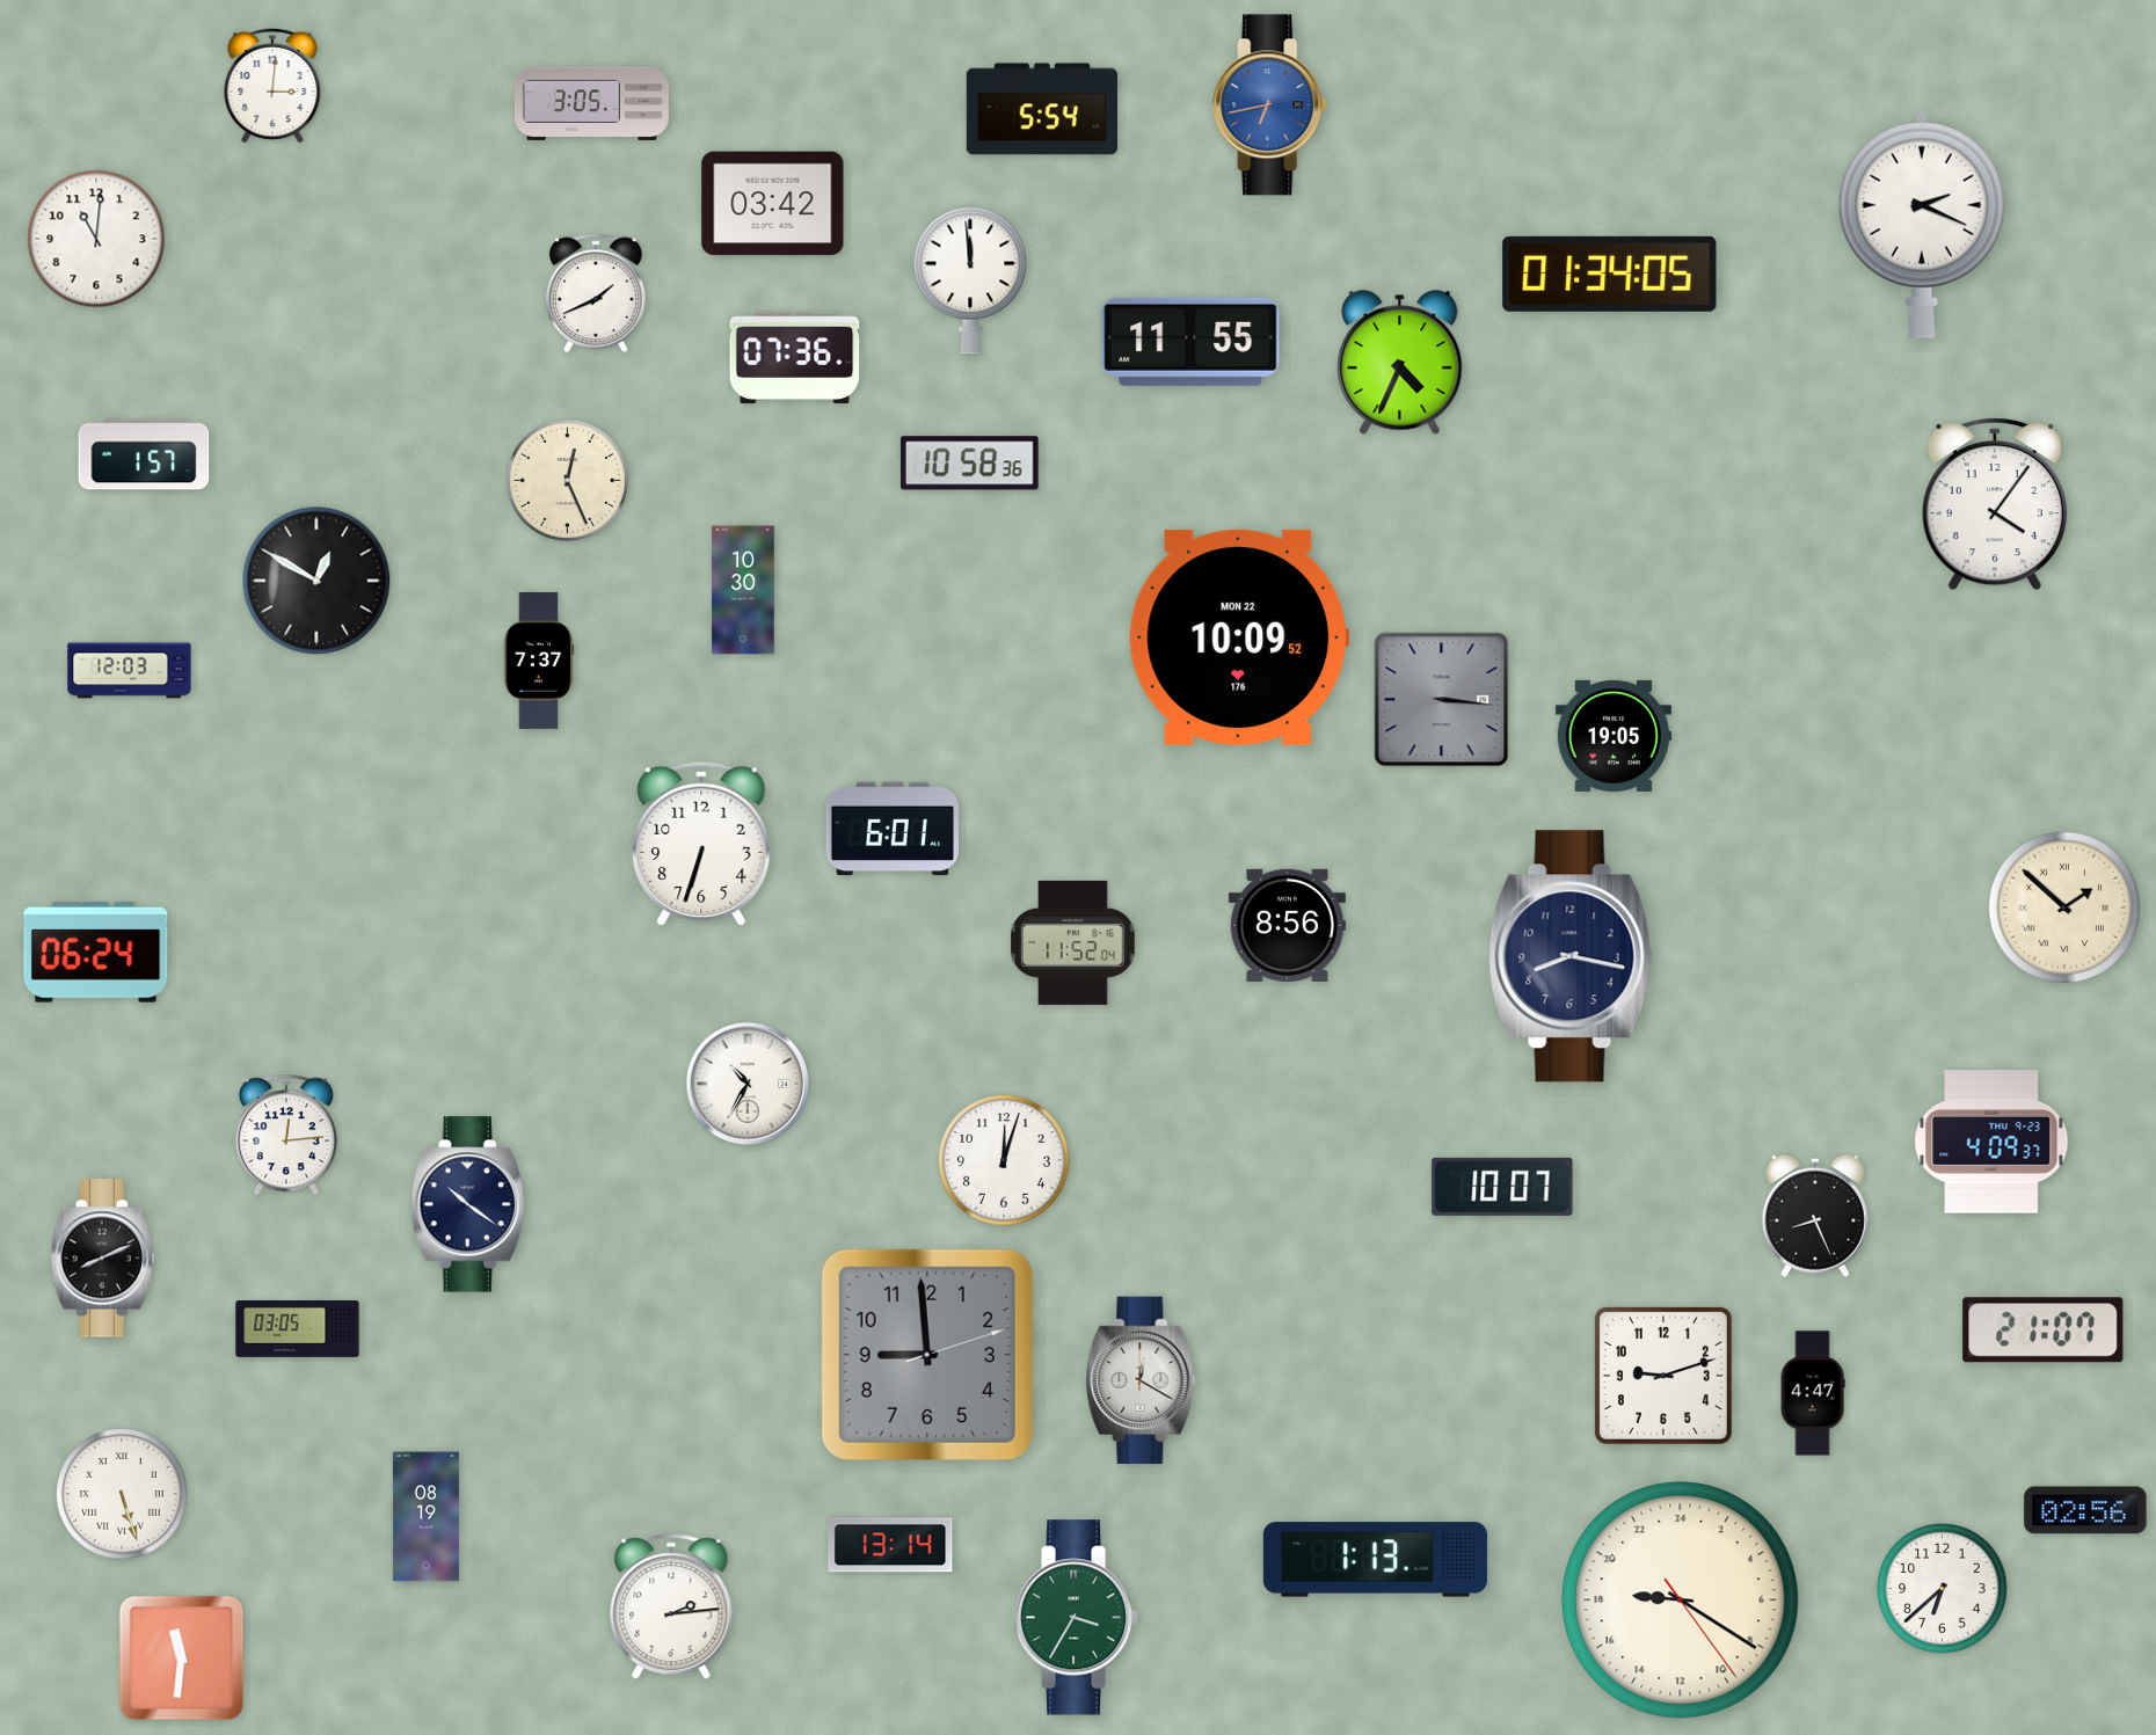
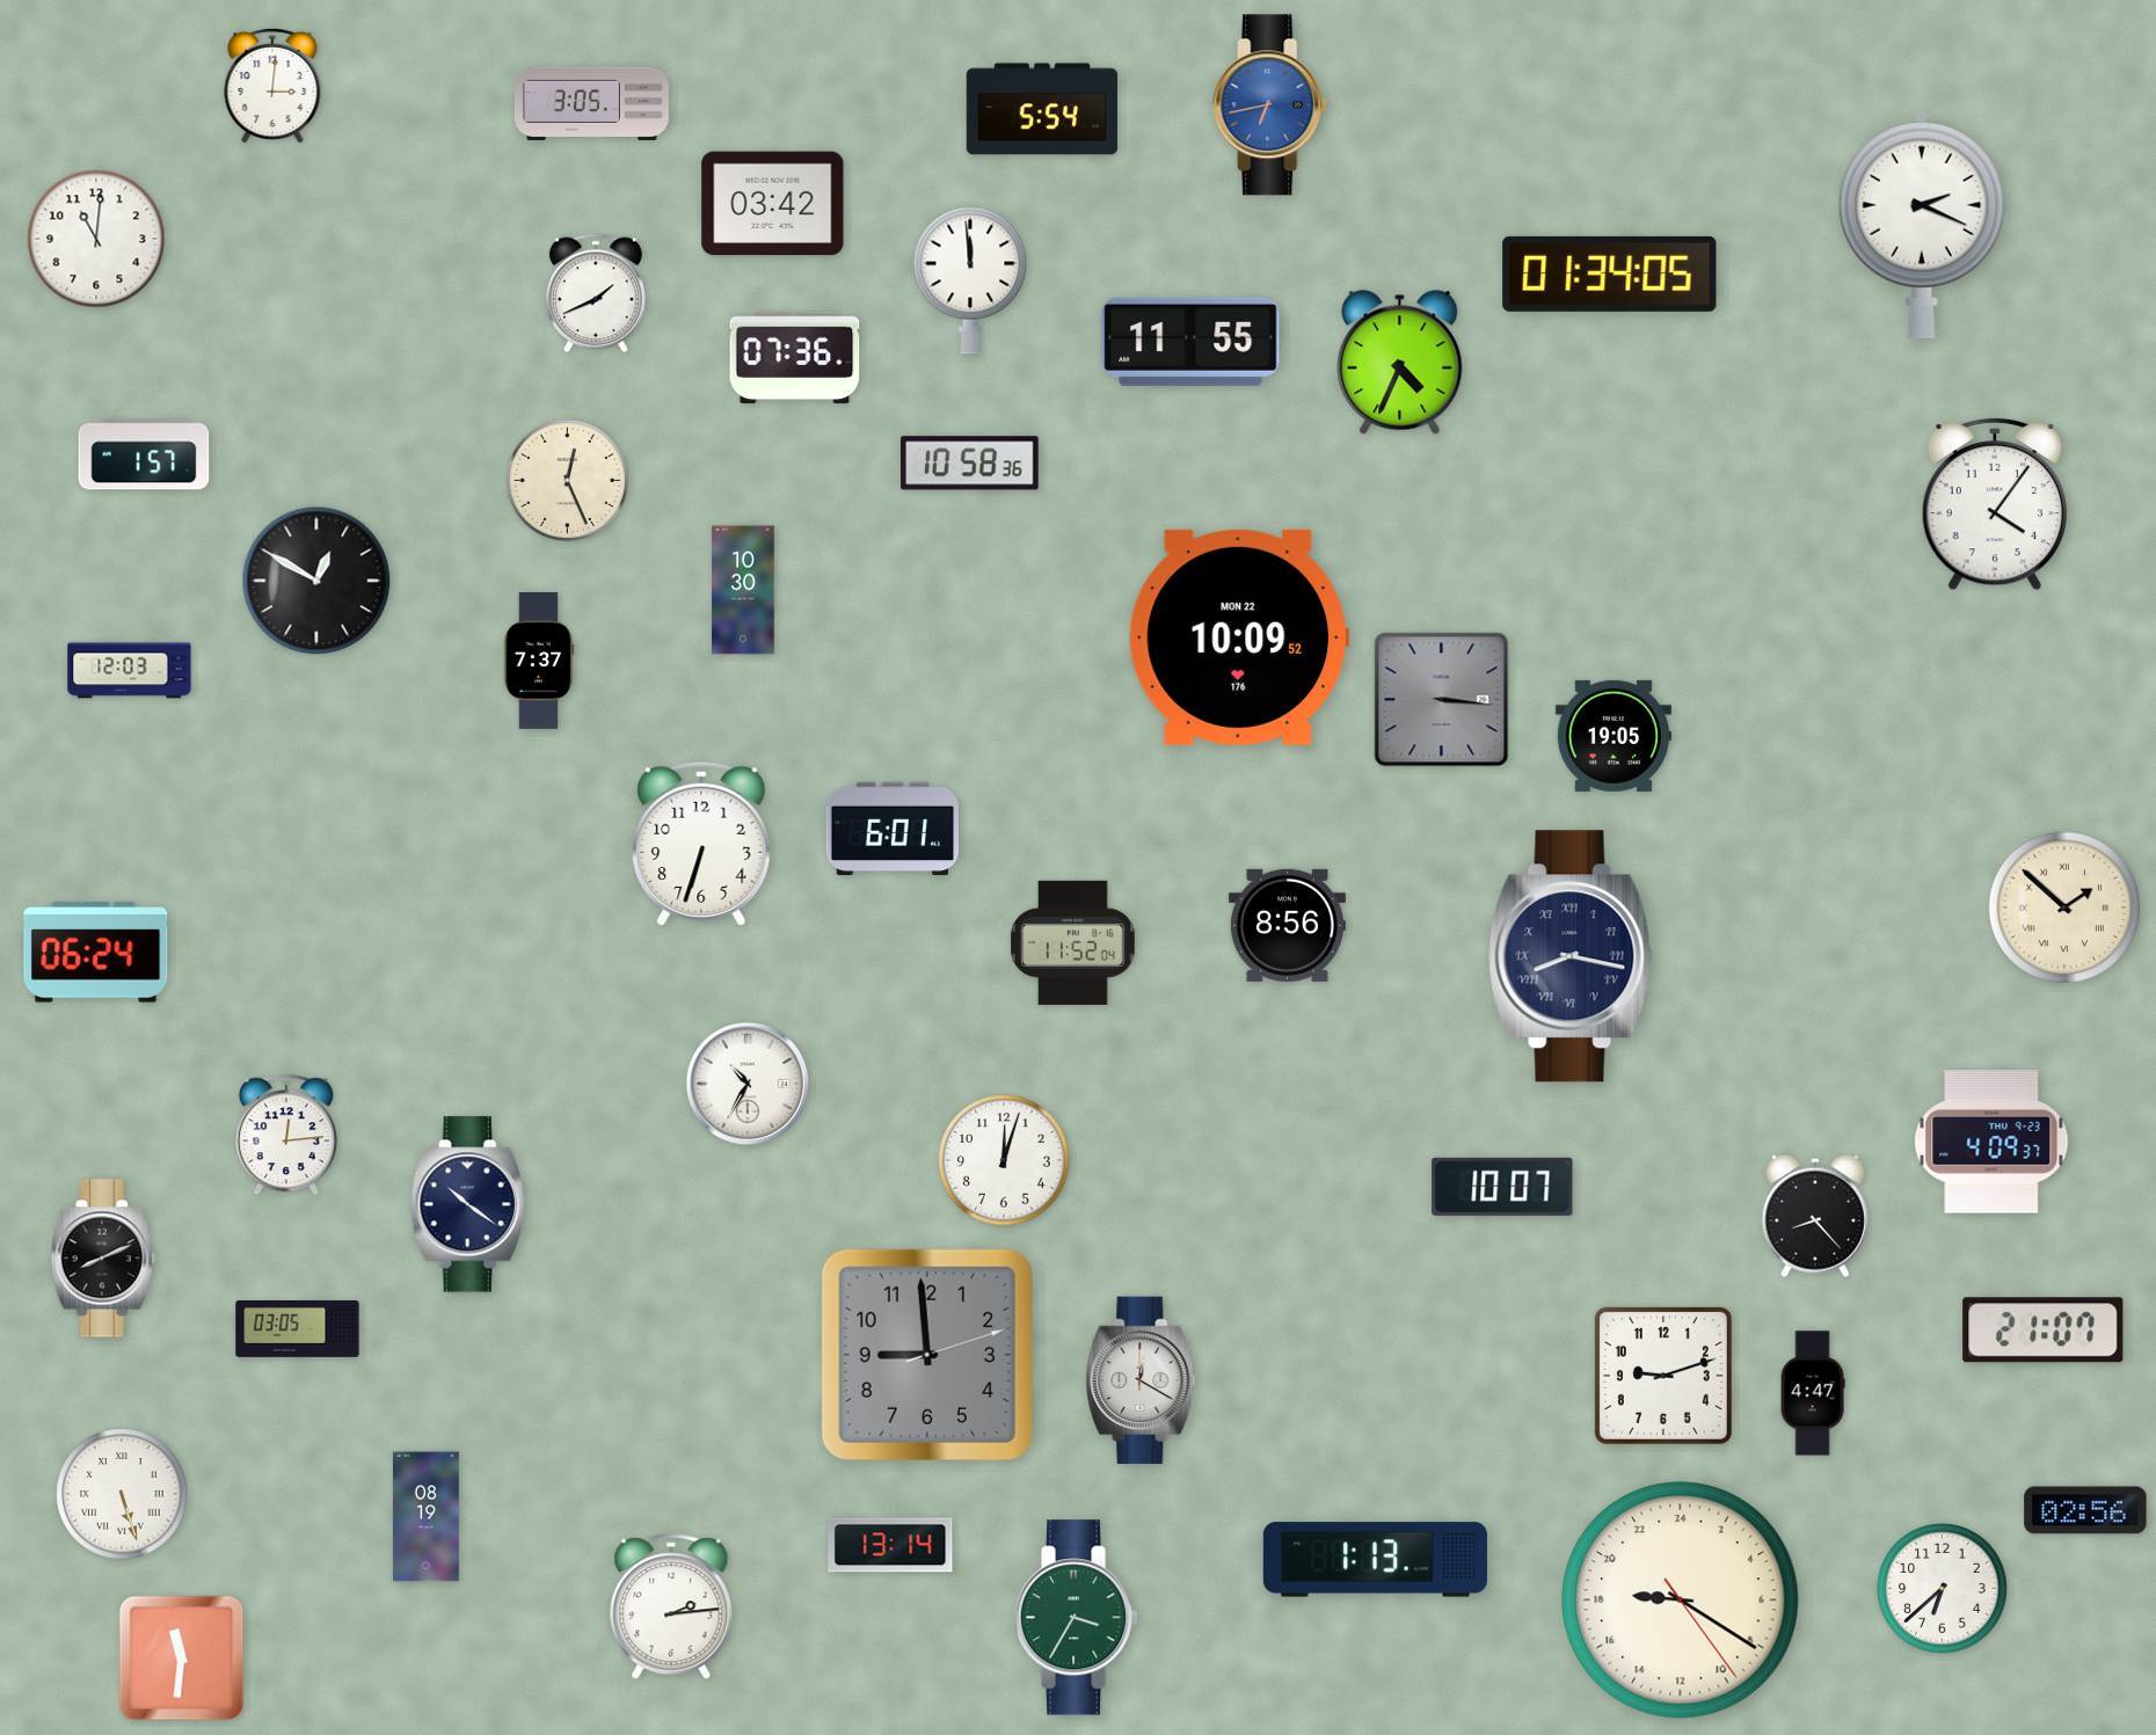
clock at (1571, 956) numerals: Arabic -> Roman
clock at (1815, 1216): 8:26 -> 8:23
